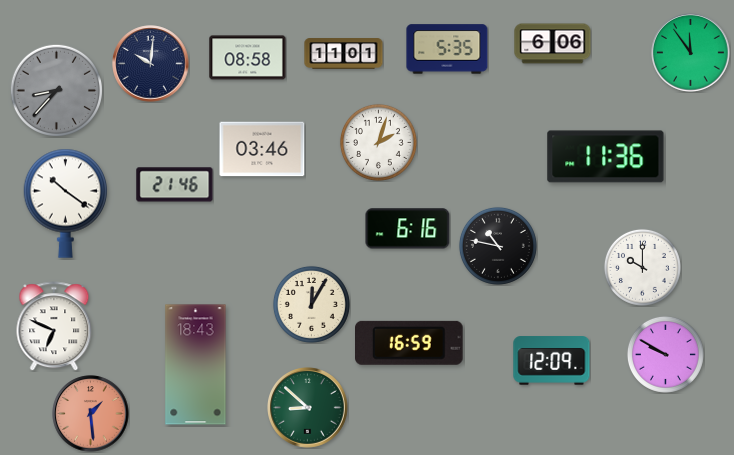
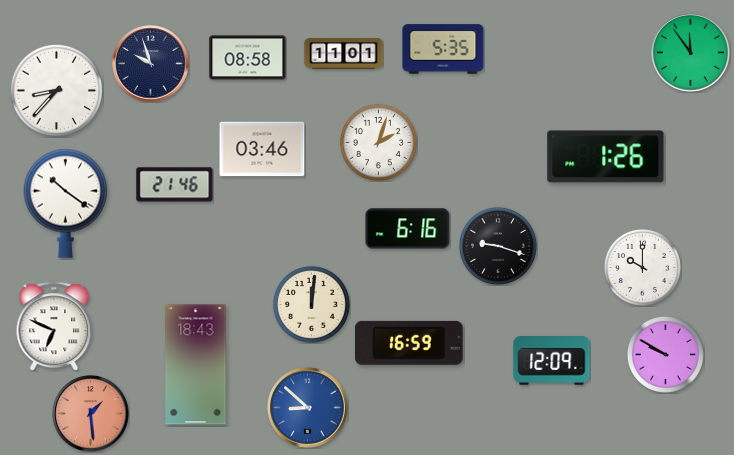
clock at (553, 44): 6:06 -> none
clock at (447, 49) position: (447, 49) -> (443, 49)
clock at (151, 64): 10:01 -> 9:57
clock at (56, 90) dial: grey -> white
clock at (606, 157): 11:36 -> 1:26
clock at (498, 246): 10:47 -> 9:18
clock at (311, 304): 12:05 -> 12:01
clock at (308, 408) dial: green -> blue
